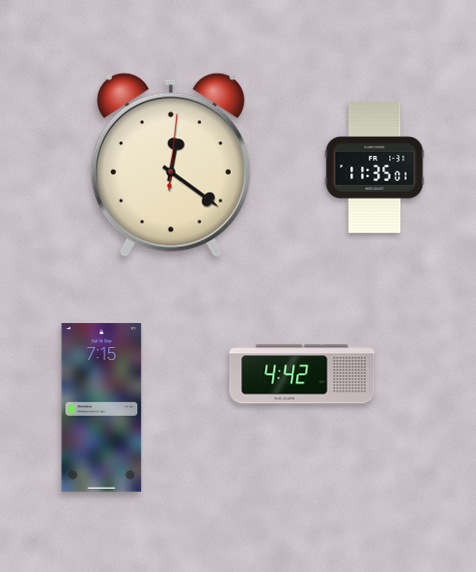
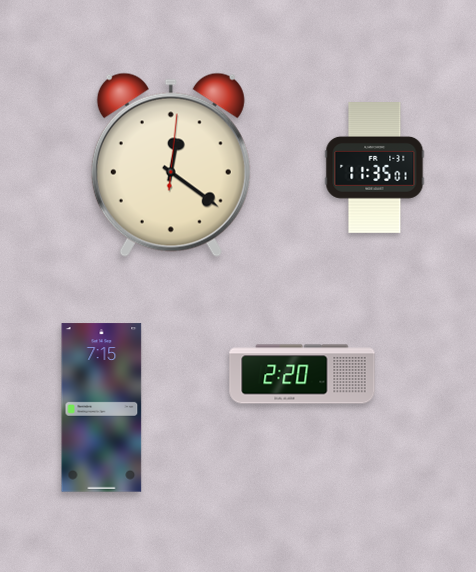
clock at (302, 374): 4:42 -> 2:20
